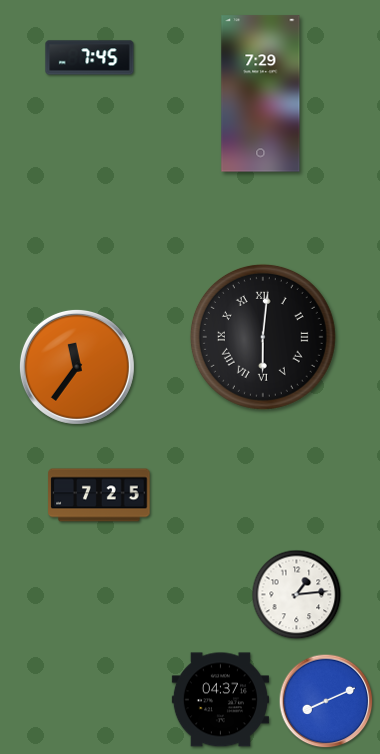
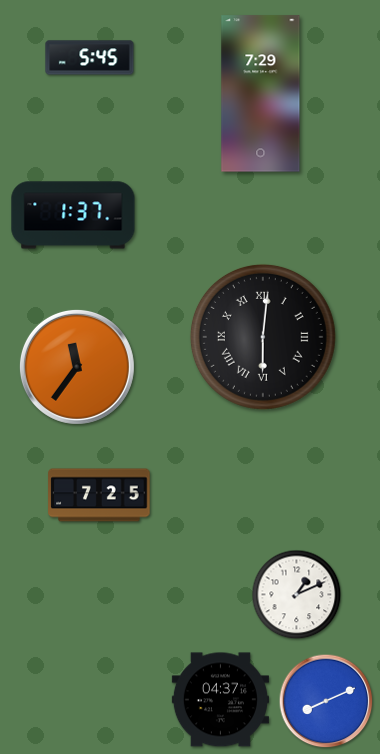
clock at (90, 58): 7:45 -> 5:45
clock at (73, 215): none -> 1:37
clock at (297, 595): 1:14 -> 1:11
